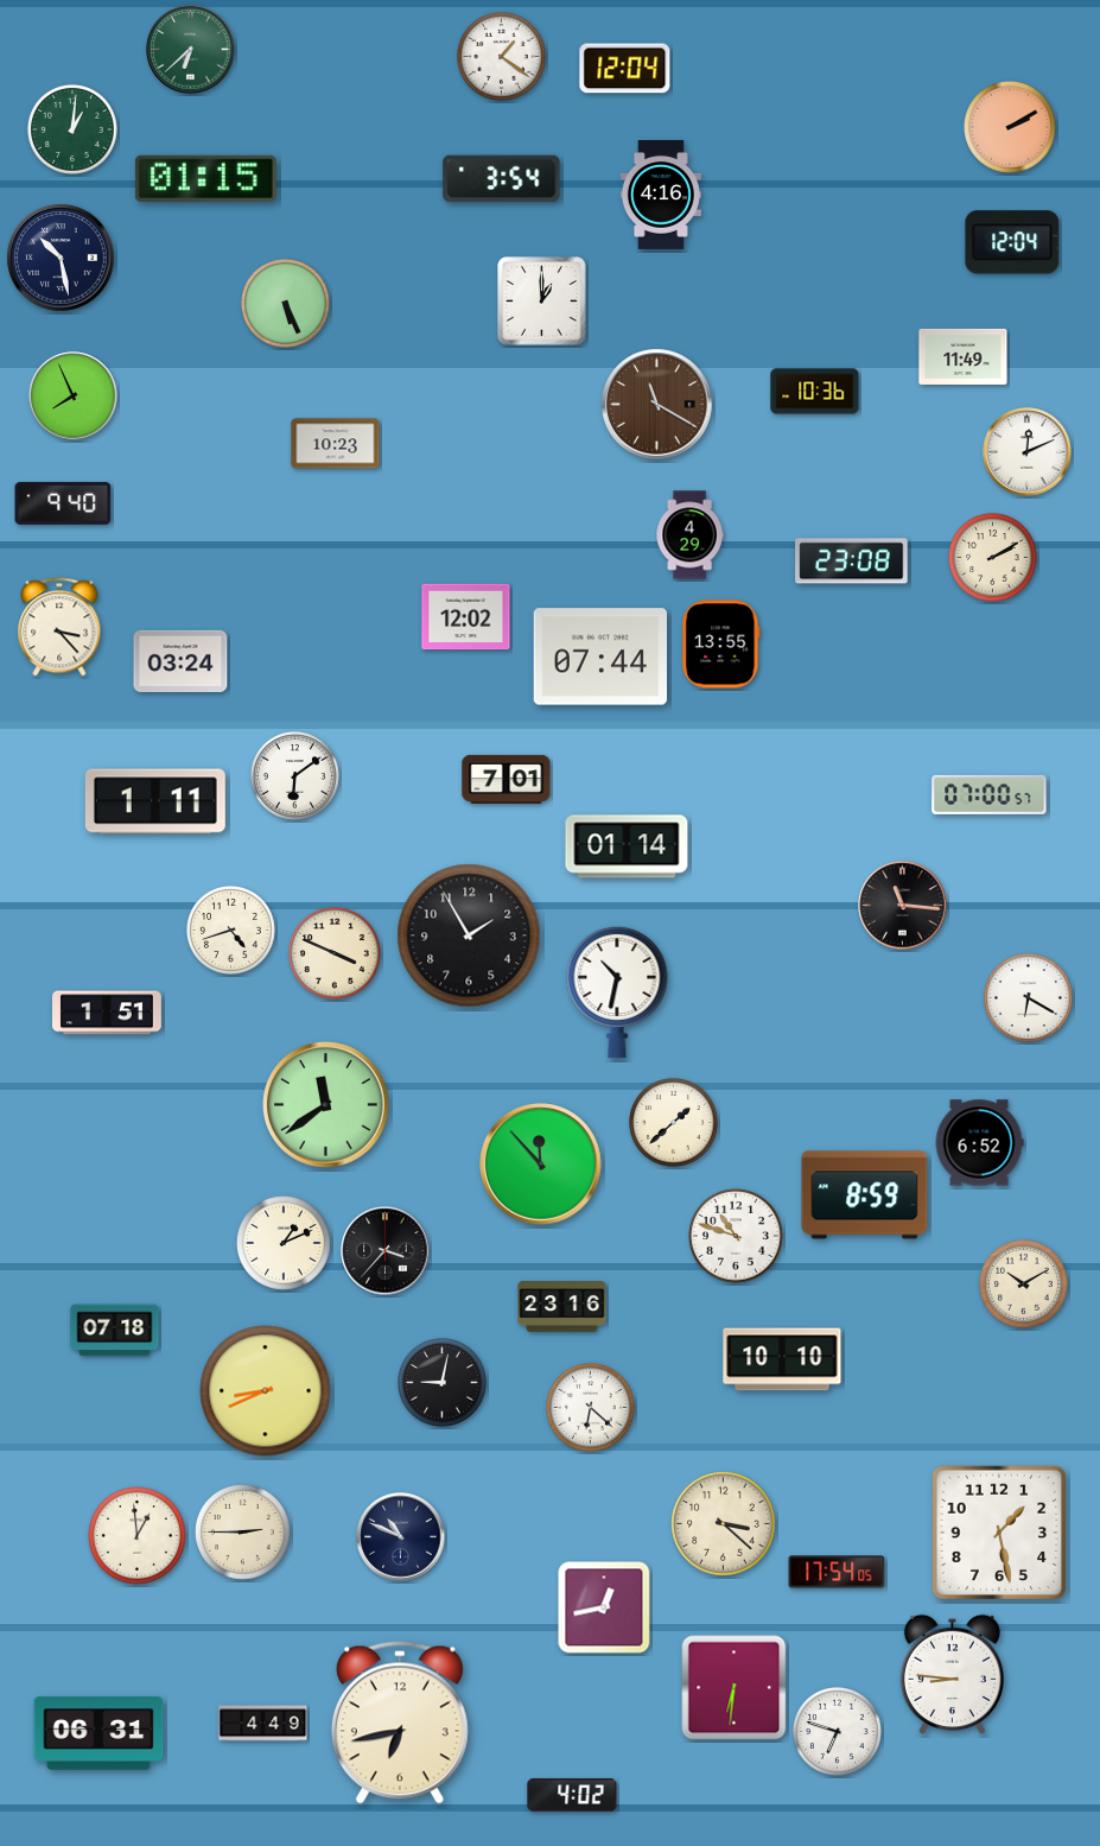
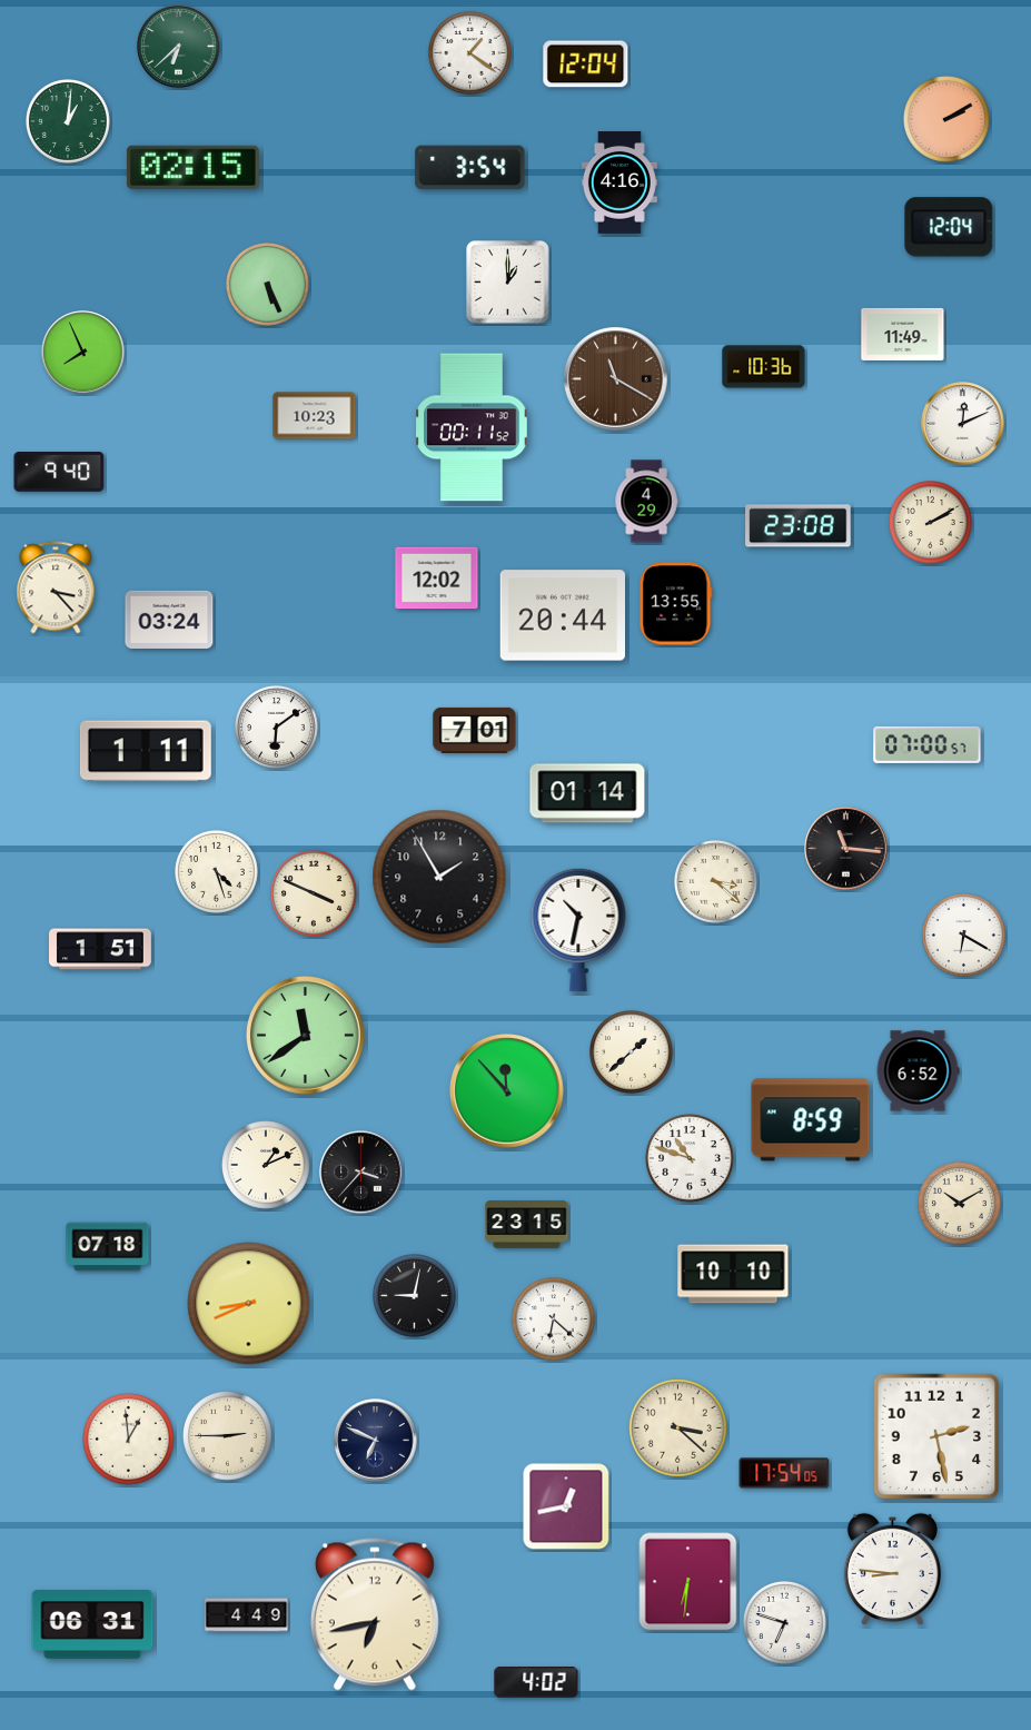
clock at (205, 178): 01:15 -> 02:15
clock at (61, 258): 10:28 -> none
clock at (74, 397) position: (74, 397) -> (83, 353)
clock at (472, 427): none -> 00:11
clock at (599, 656): 07:44 -> 20:44
clock at (231, 931): 4:42 -> 4:27
clock at (716, 882): none -> 3:22
clock at (562, 1307): 23:16 -> 23:15
clock at (999, 1533): 1:28 -> 2:28
clock at (401, 1537): 10:49 -> 6:49
